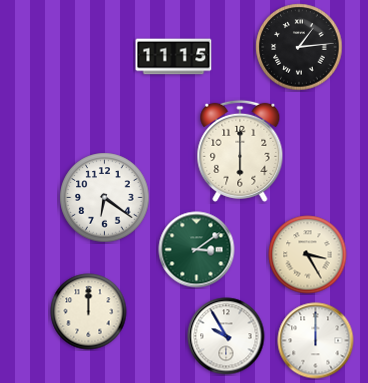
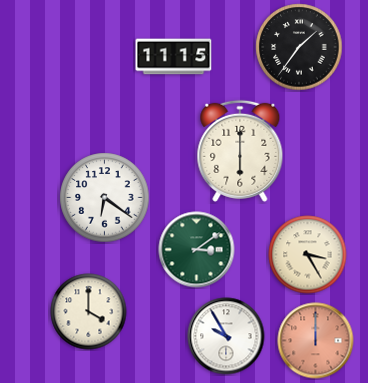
clock at (299, 47): 1:14 -> 1:36
clock at (89, 312): 12:00 -> 4:00
clock at (316, 341) dial: white -> salmon
